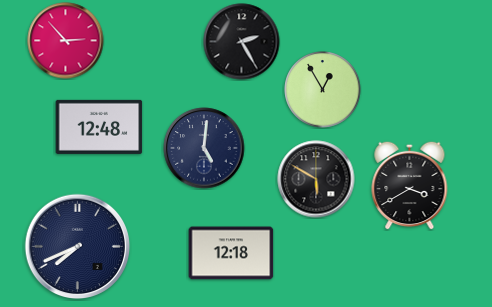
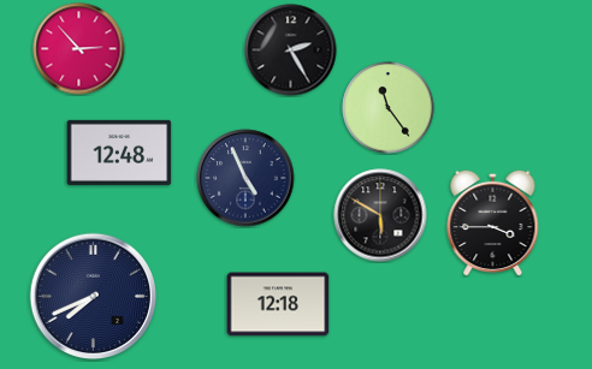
clock at (323, 90): 12:55 -> 11:24
clock at (204, 148): 5:01 -> 4:56
clock at (410, 185): 3:40 -> 3:45
